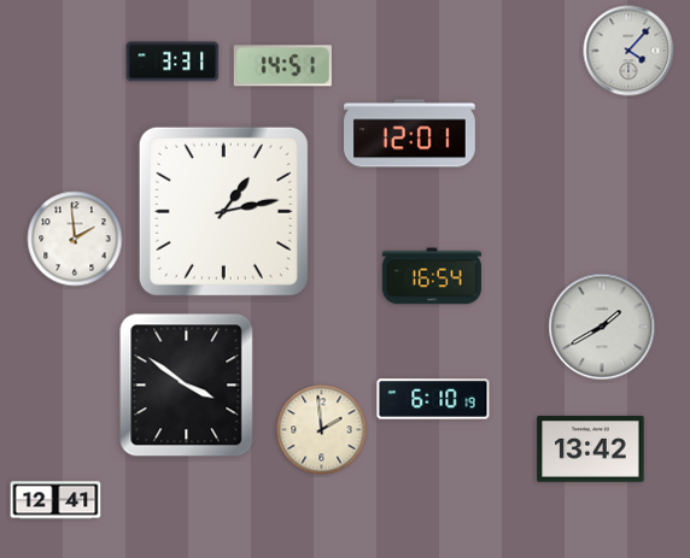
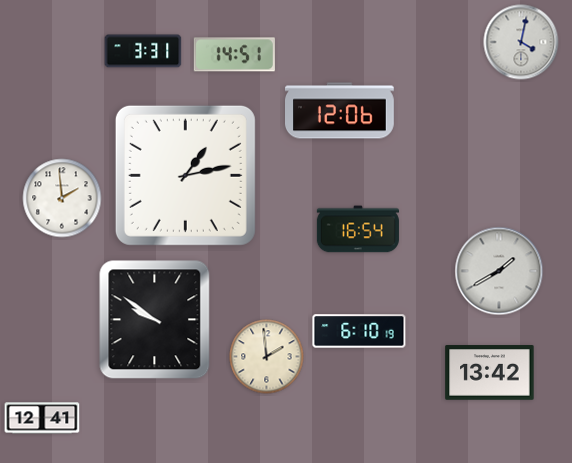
clock at (628, 51): 4:07 -> 4:02
clock at (410, 134): 12:01 -> 12:06
clock at (187, 386): 3:51 -> 9:51
clock at (55, 500) position: (55, 500) -> (42, 418)
